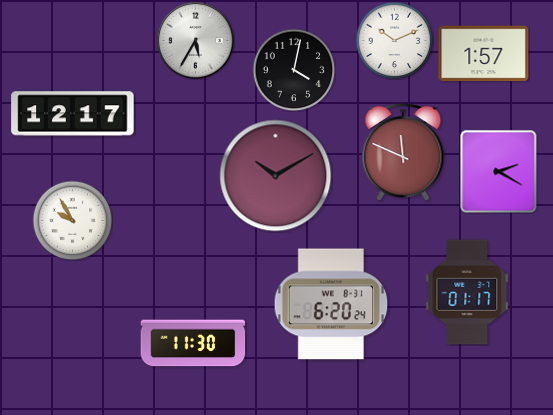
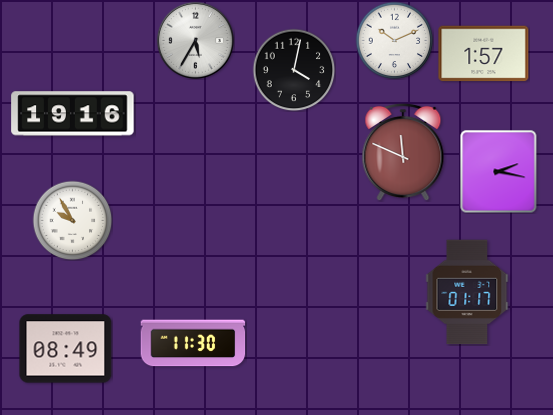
clock at (73, 114): 12:17 -> 19:16
clock at (499, 171): 2:20 -> 2:17
clock at (276, 176): 10:10 -> none
clock at (331, 304): 6:20 -> none
clock at (66, 349): none -> 08:49
